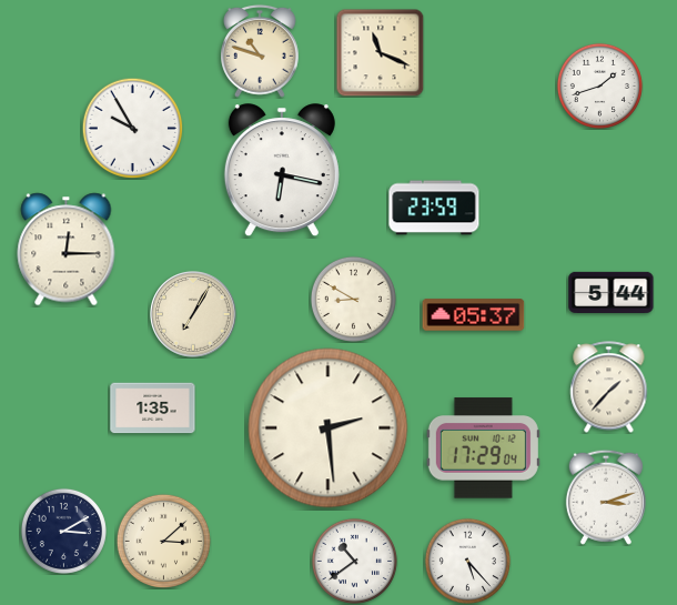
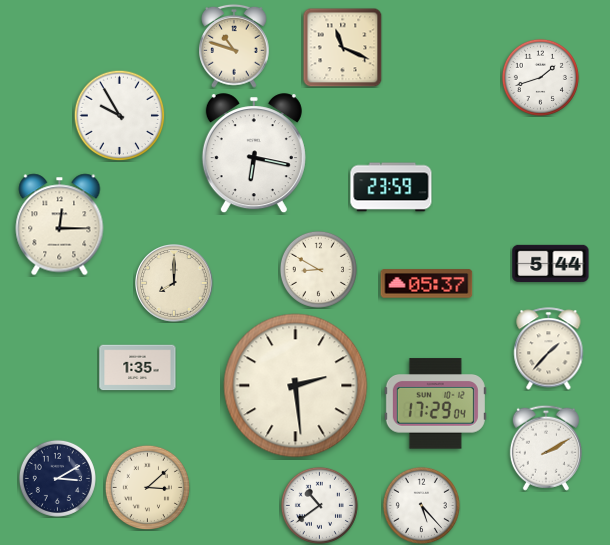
clock at (194, 315): 7:05 -> 8:00
clock at (606, 497): 3:12 -> 2:10
